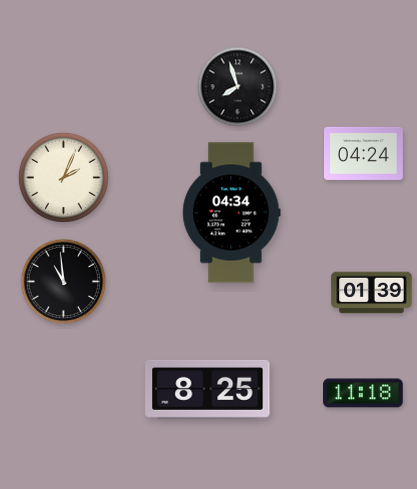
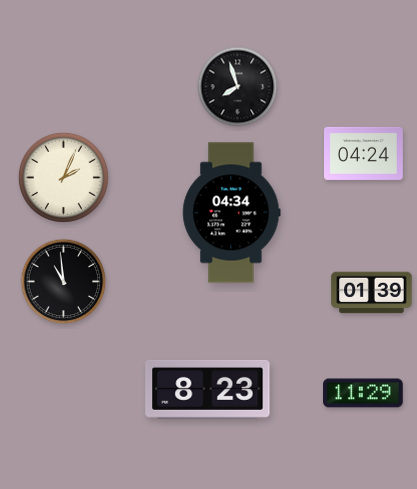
clock at (208, 389): 8:25 -> 8:23
clock at (363, 393): 11:18 -> 11:29
